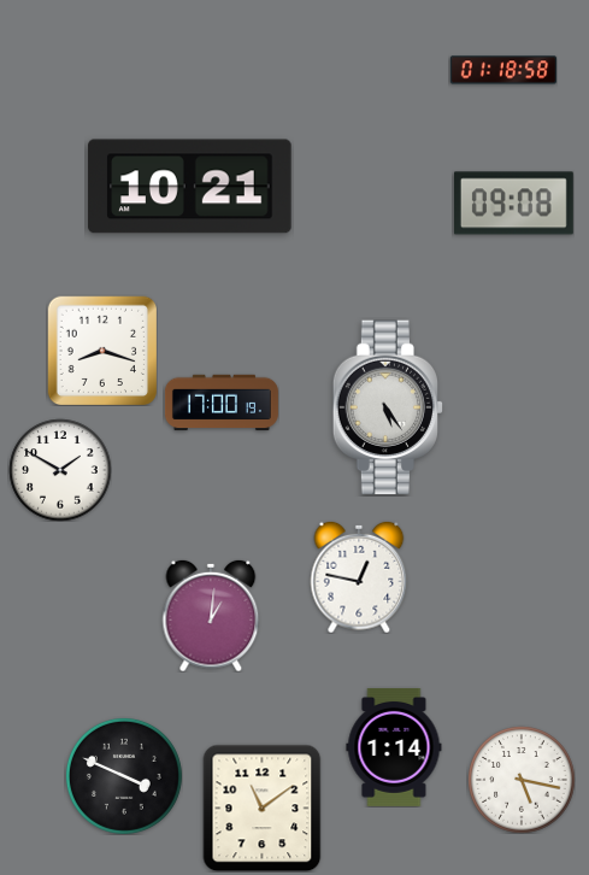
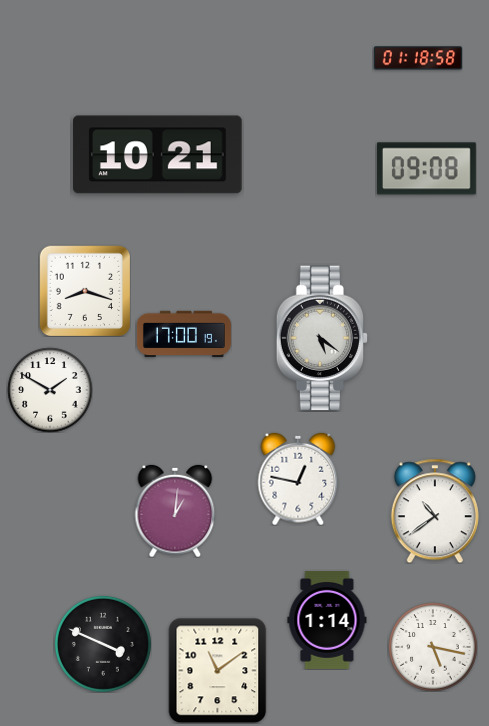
clock at (388, 407): 5:24 -> 5:21
clock at (435, 511): none -> 10:39
